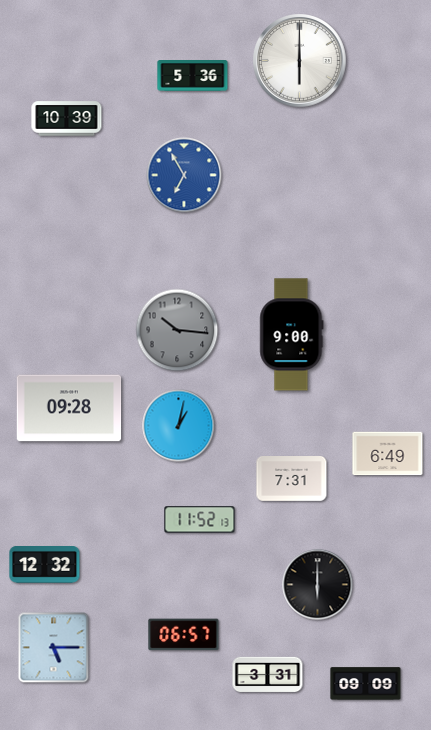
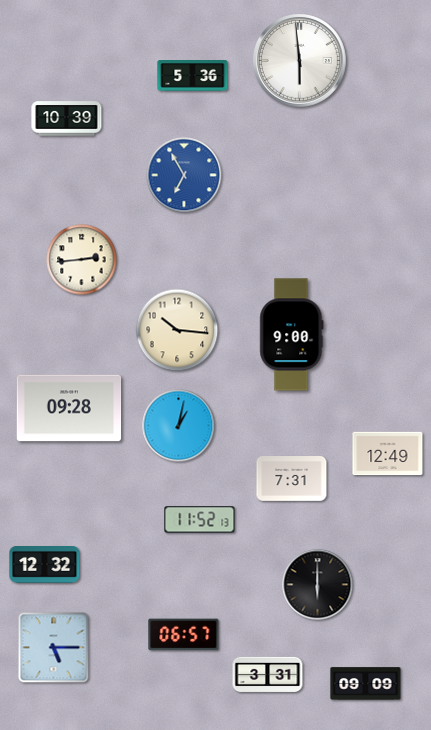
clock at (300, 61): 6:00 -> 5:59
clock at (82, 260): none -> 2:44
clock at (177, 330) dial: grey -> cream
clock at (388, 454): 6:49 -> 12:49
